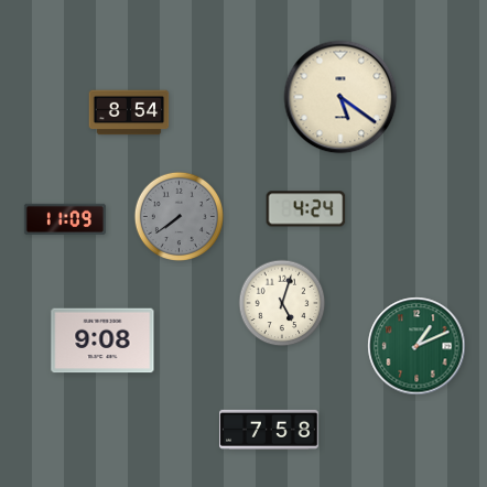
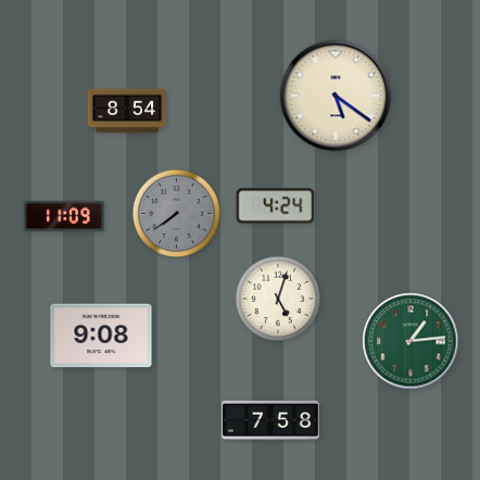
clock at (306, 209) position: (306, 209) -> (276, 206)
clock at (416, 346): 1:11 -> 1:14
clock at (269, 430) position: (269, 430) -> (270, 420)
